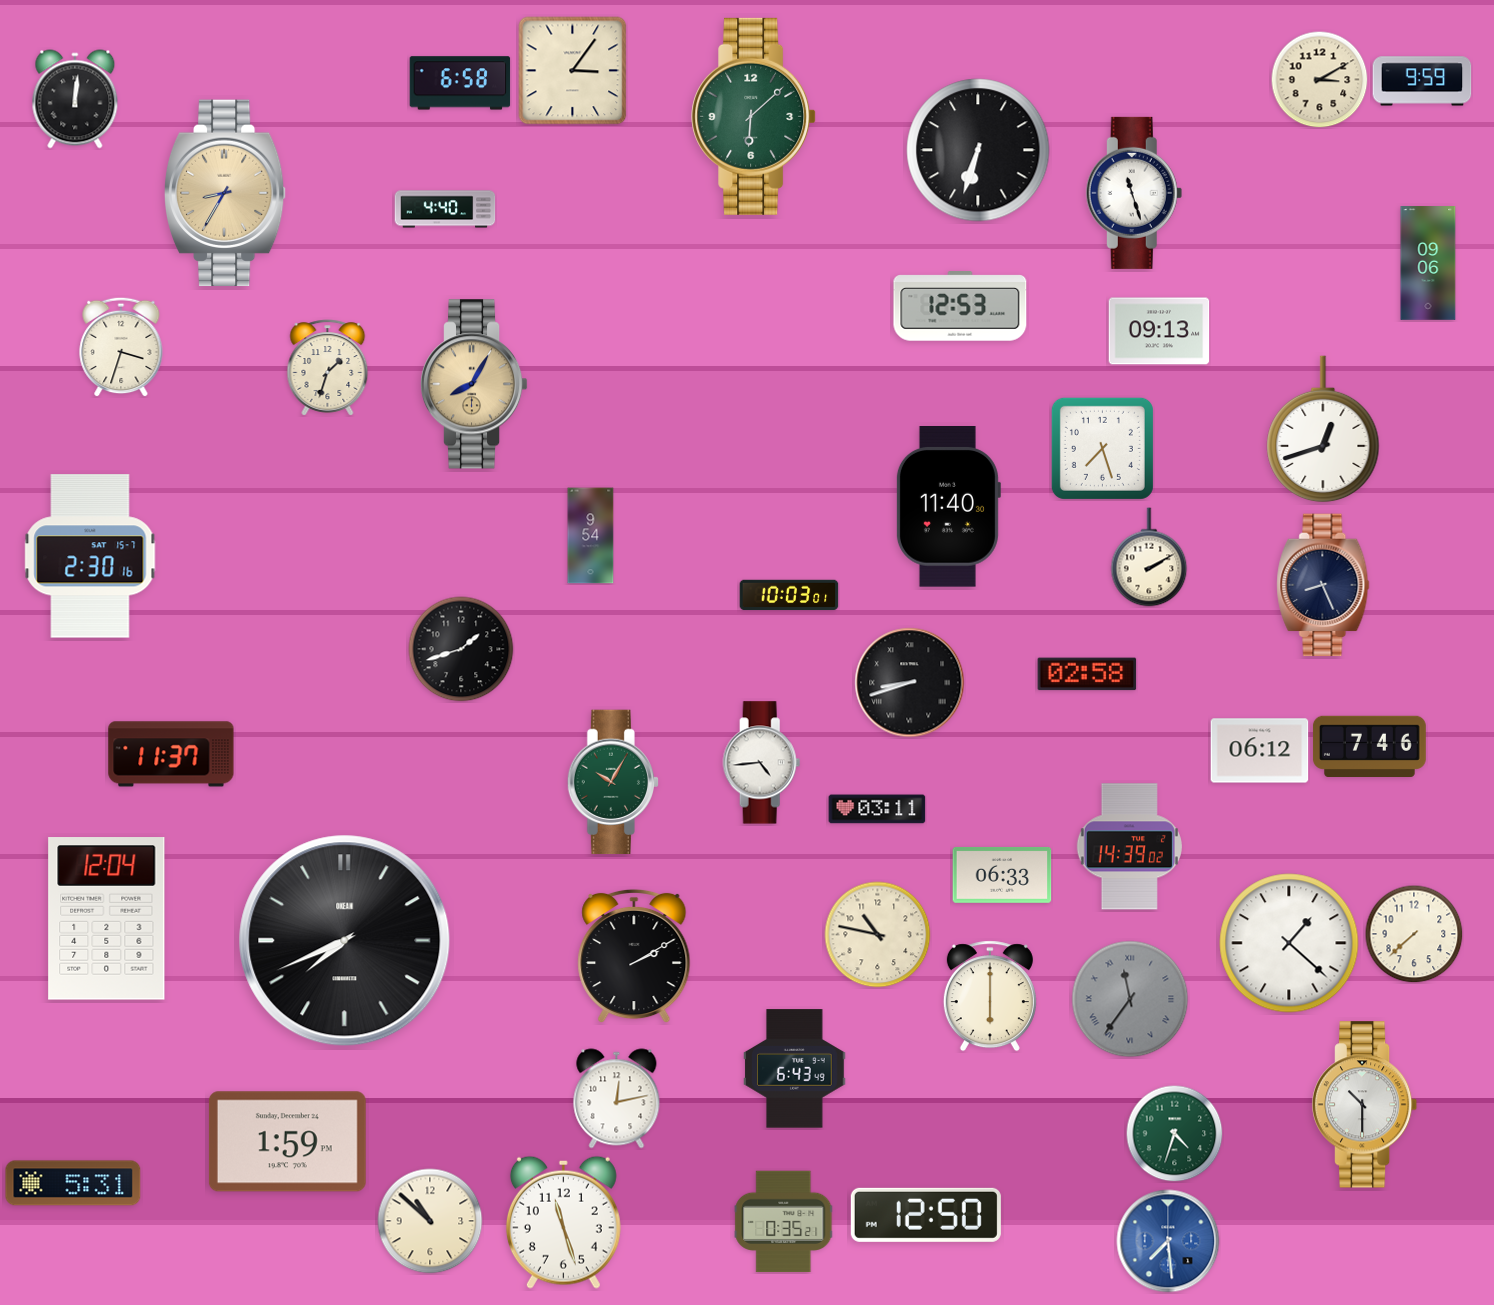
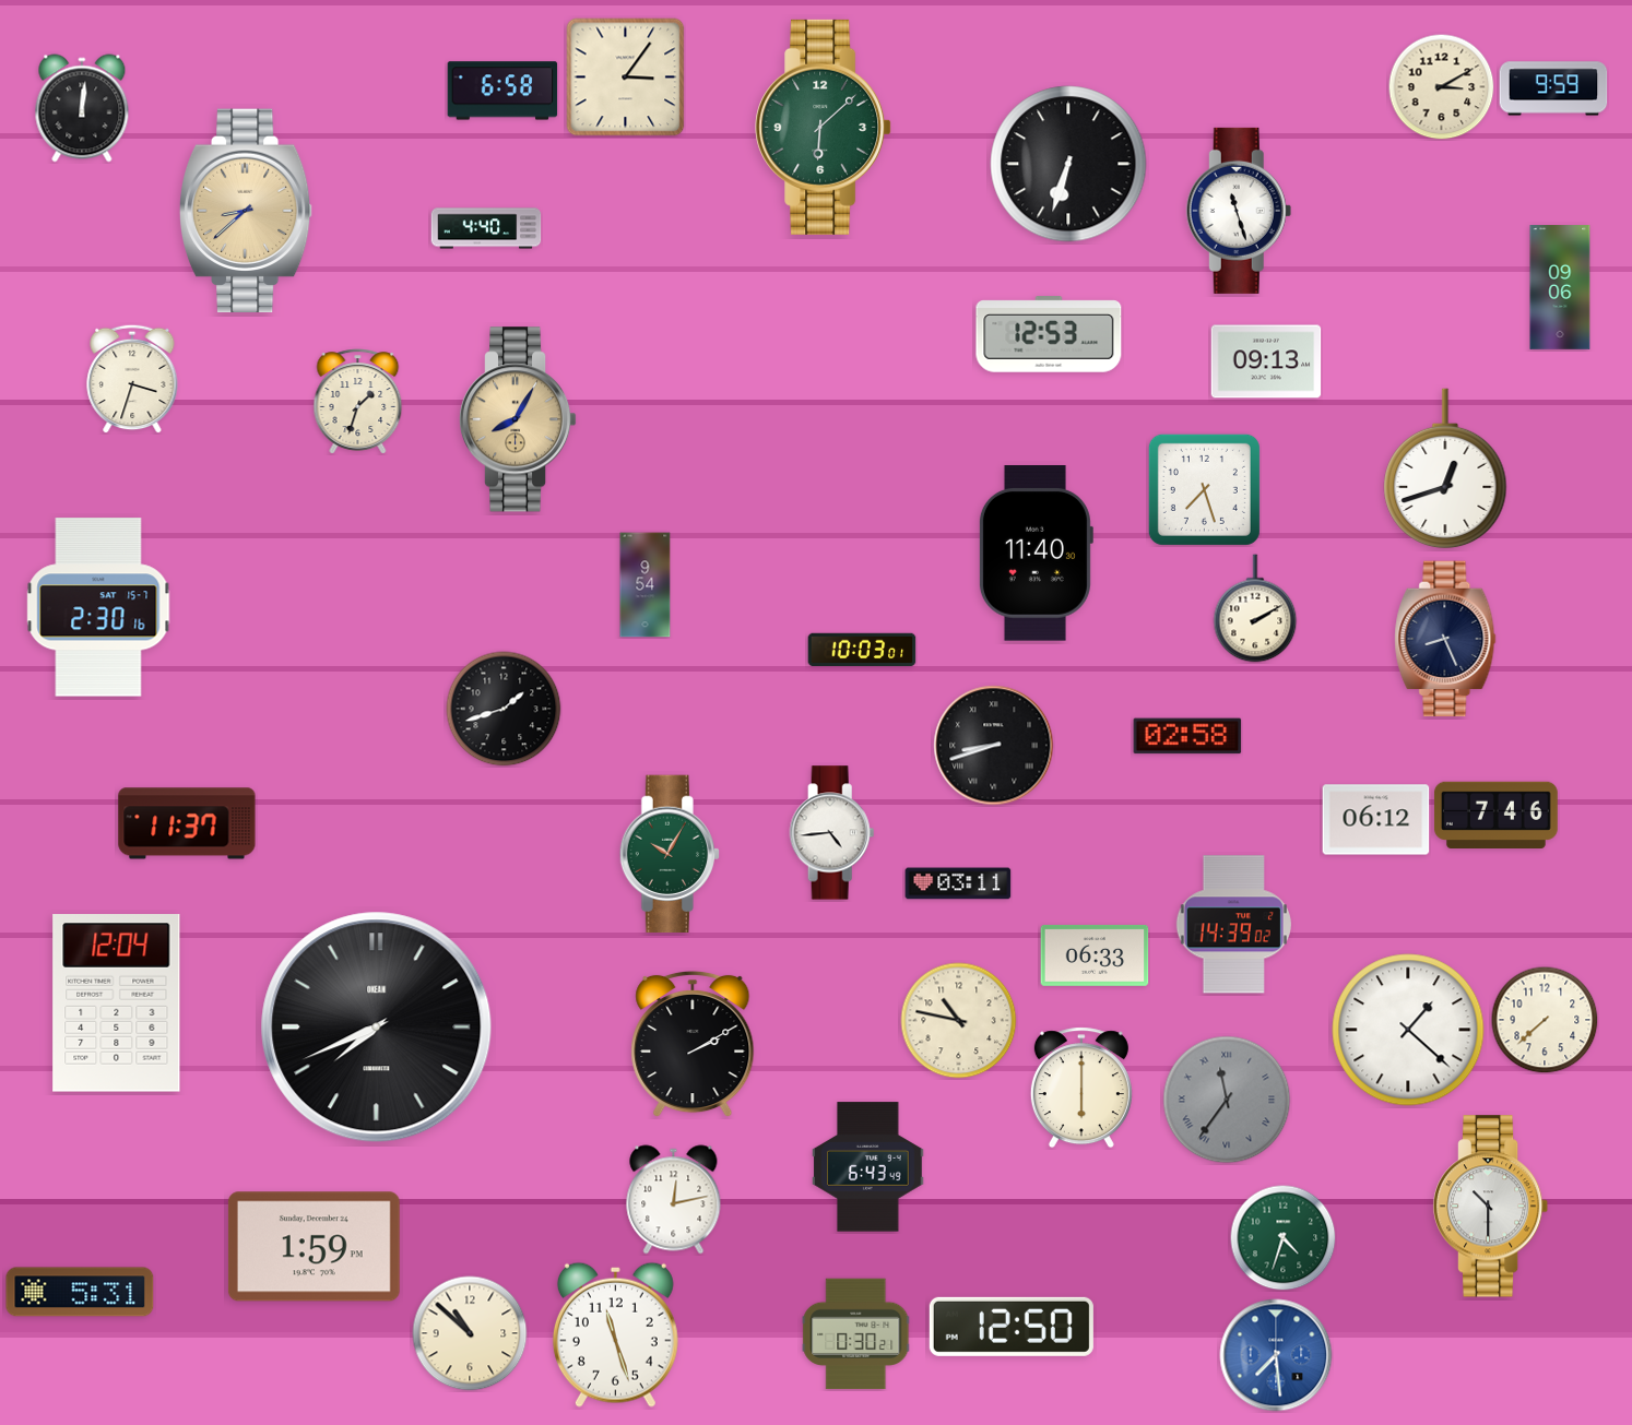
clock at (225, 193): 8:35 -> 8:38
clock at (1130, 999) position: (1130, 999) -> (1227, 1100)
clock at (784, 1222): 0:35 -> 0:30
